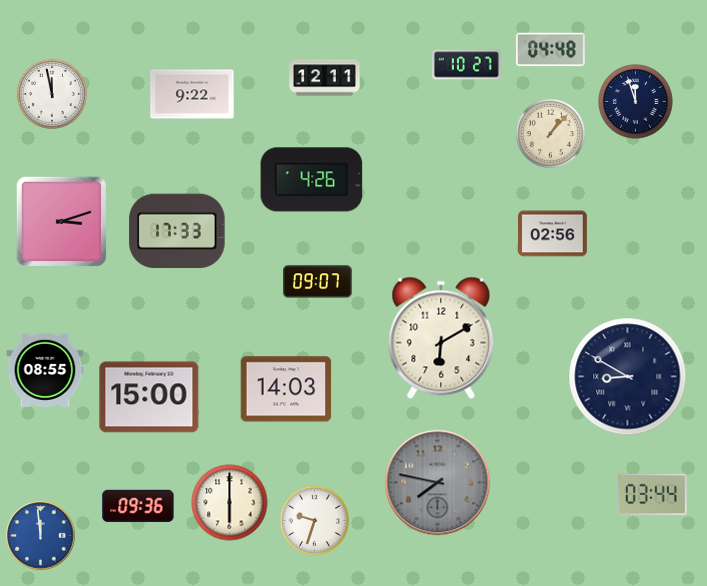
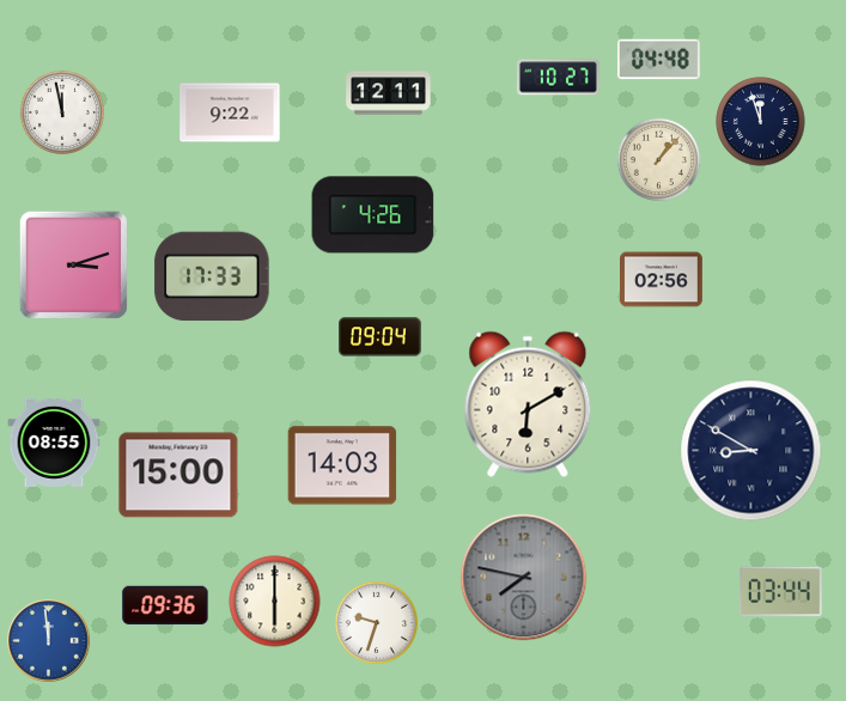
clock at (318, 282): 09:07 -> 09:04
